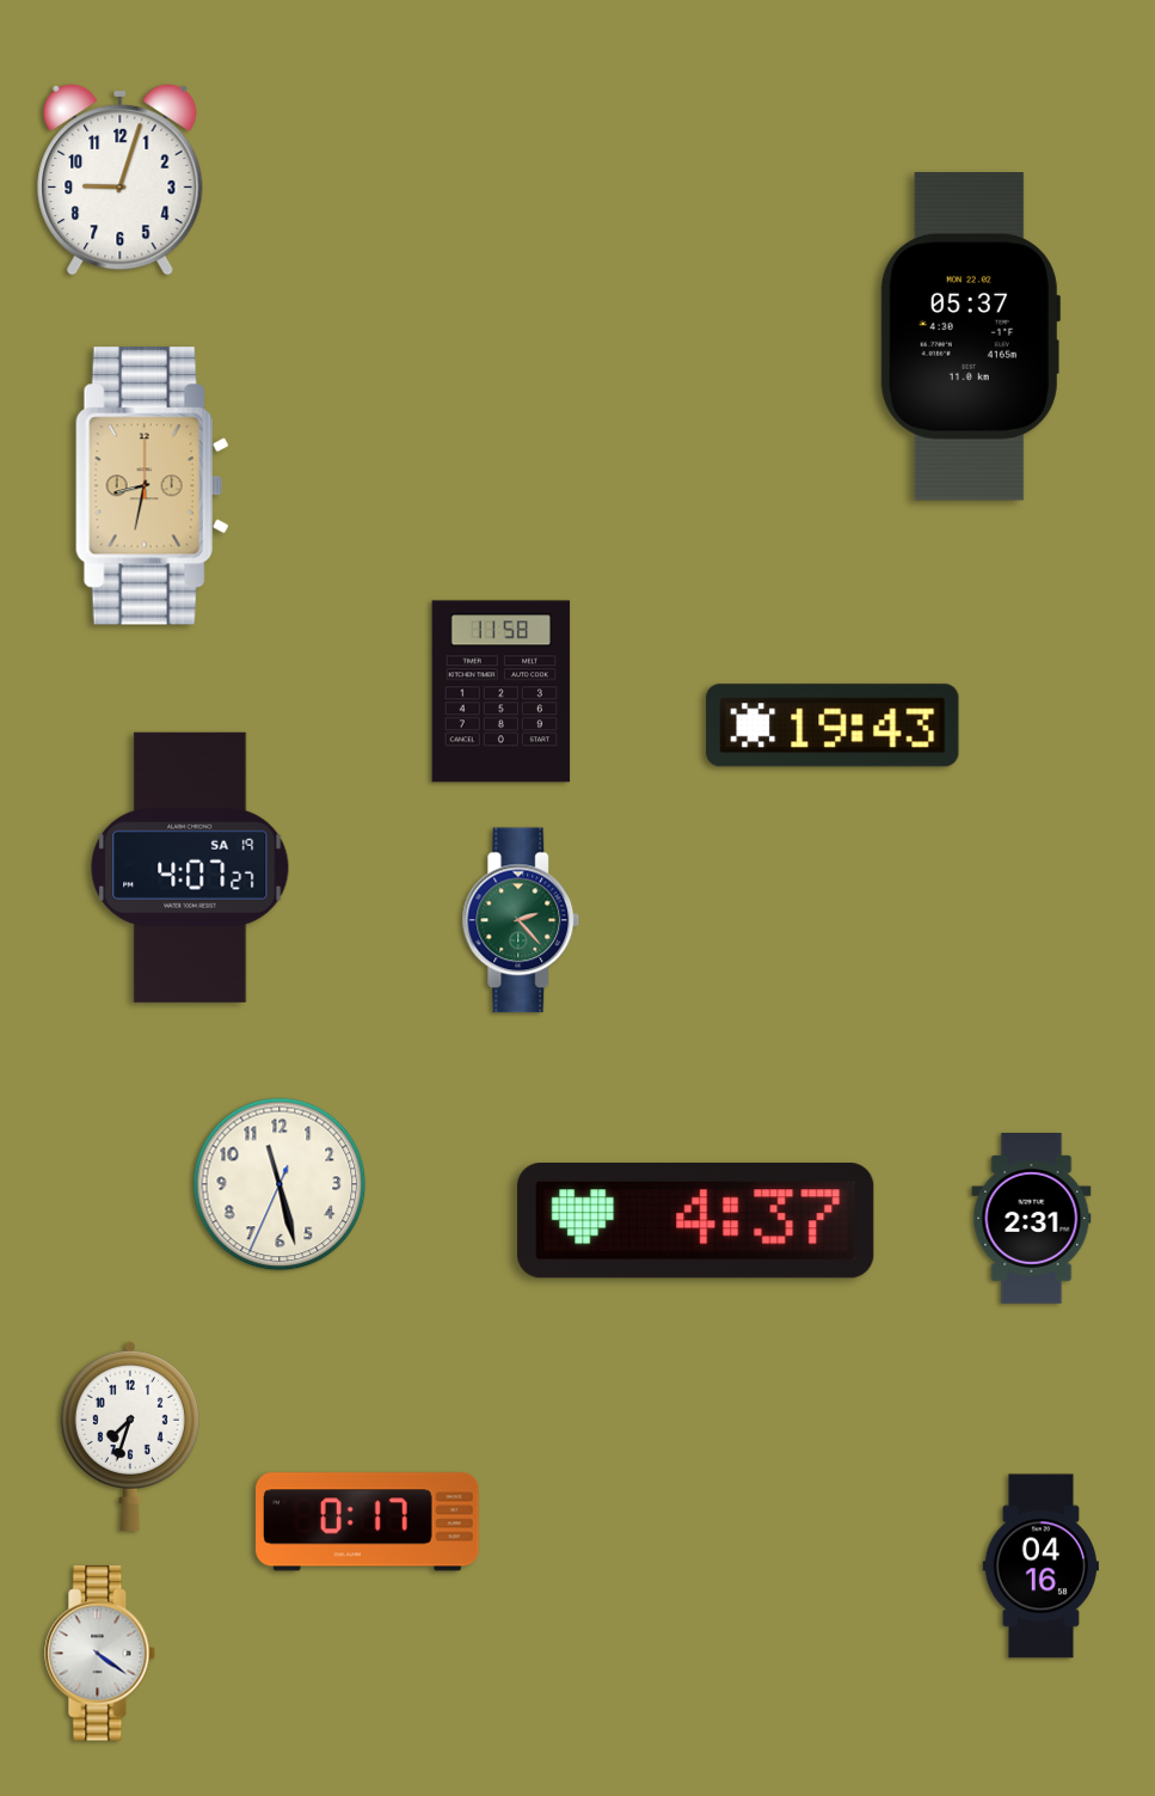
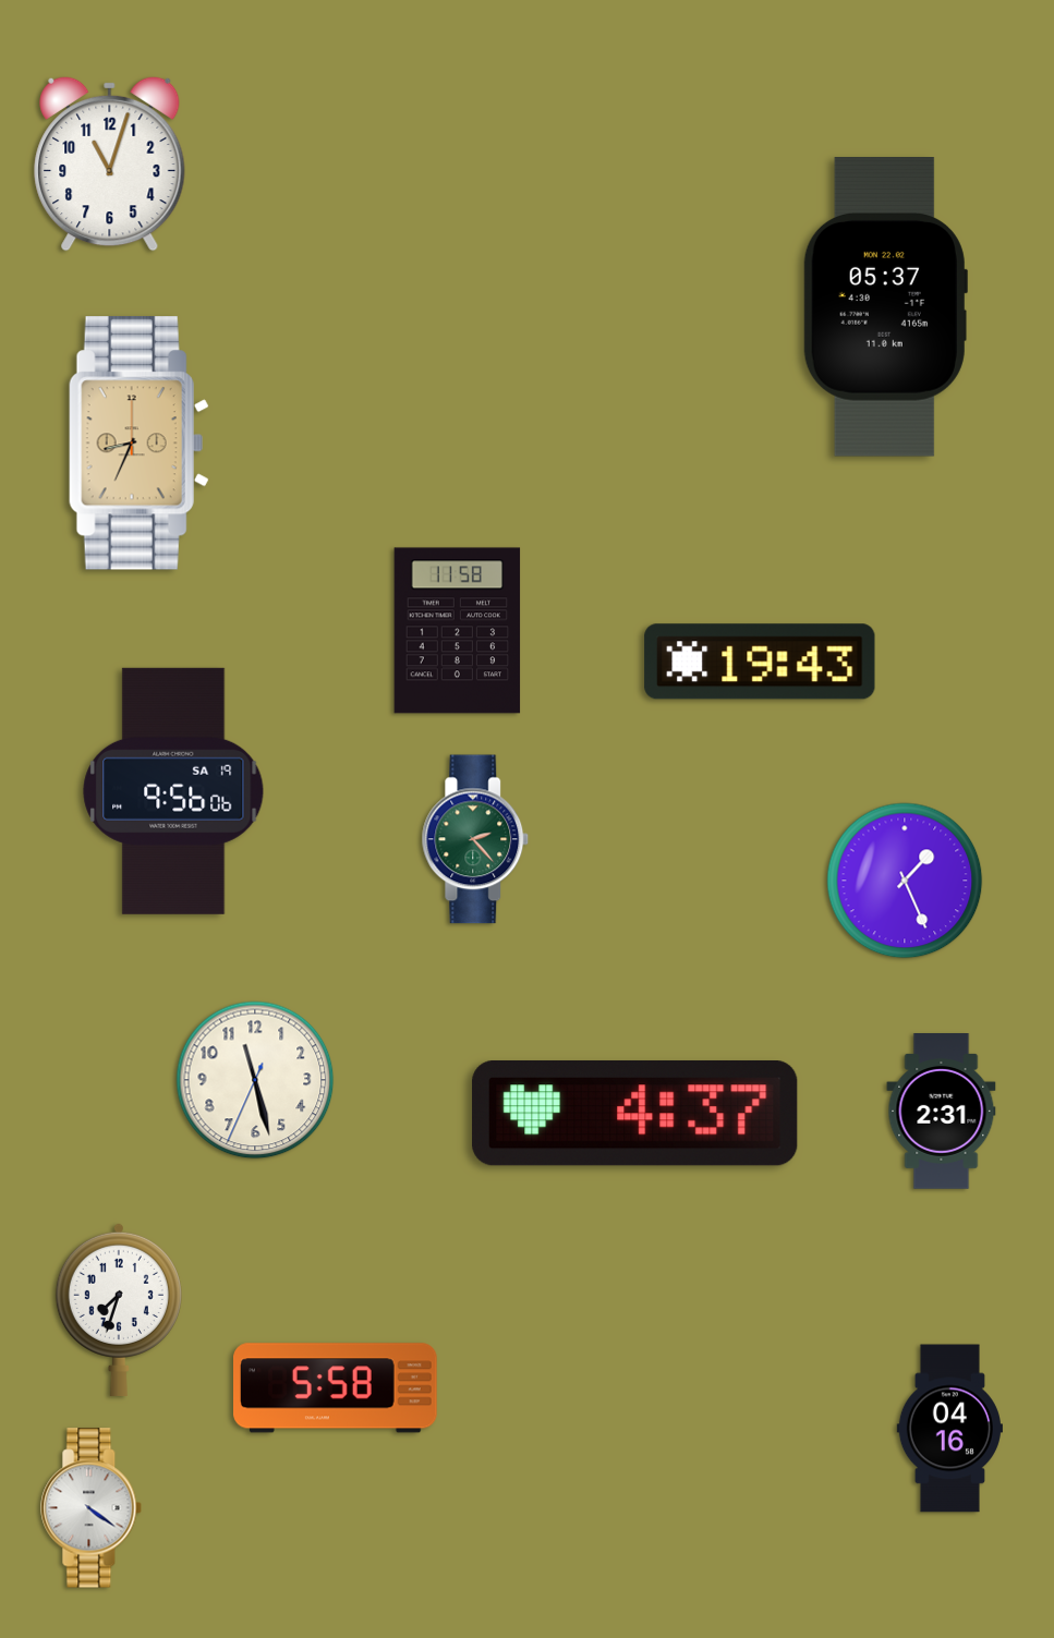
clock at (121, 179): 9:03 -> 11:03
clock at (152, 486): 8:32 -> 8:34
clock at (190, 868): 4:07 -> 9:56
clock at (905, 881): none -> 1:26
clock at (368, 1522): 0:17 -> 5:58
